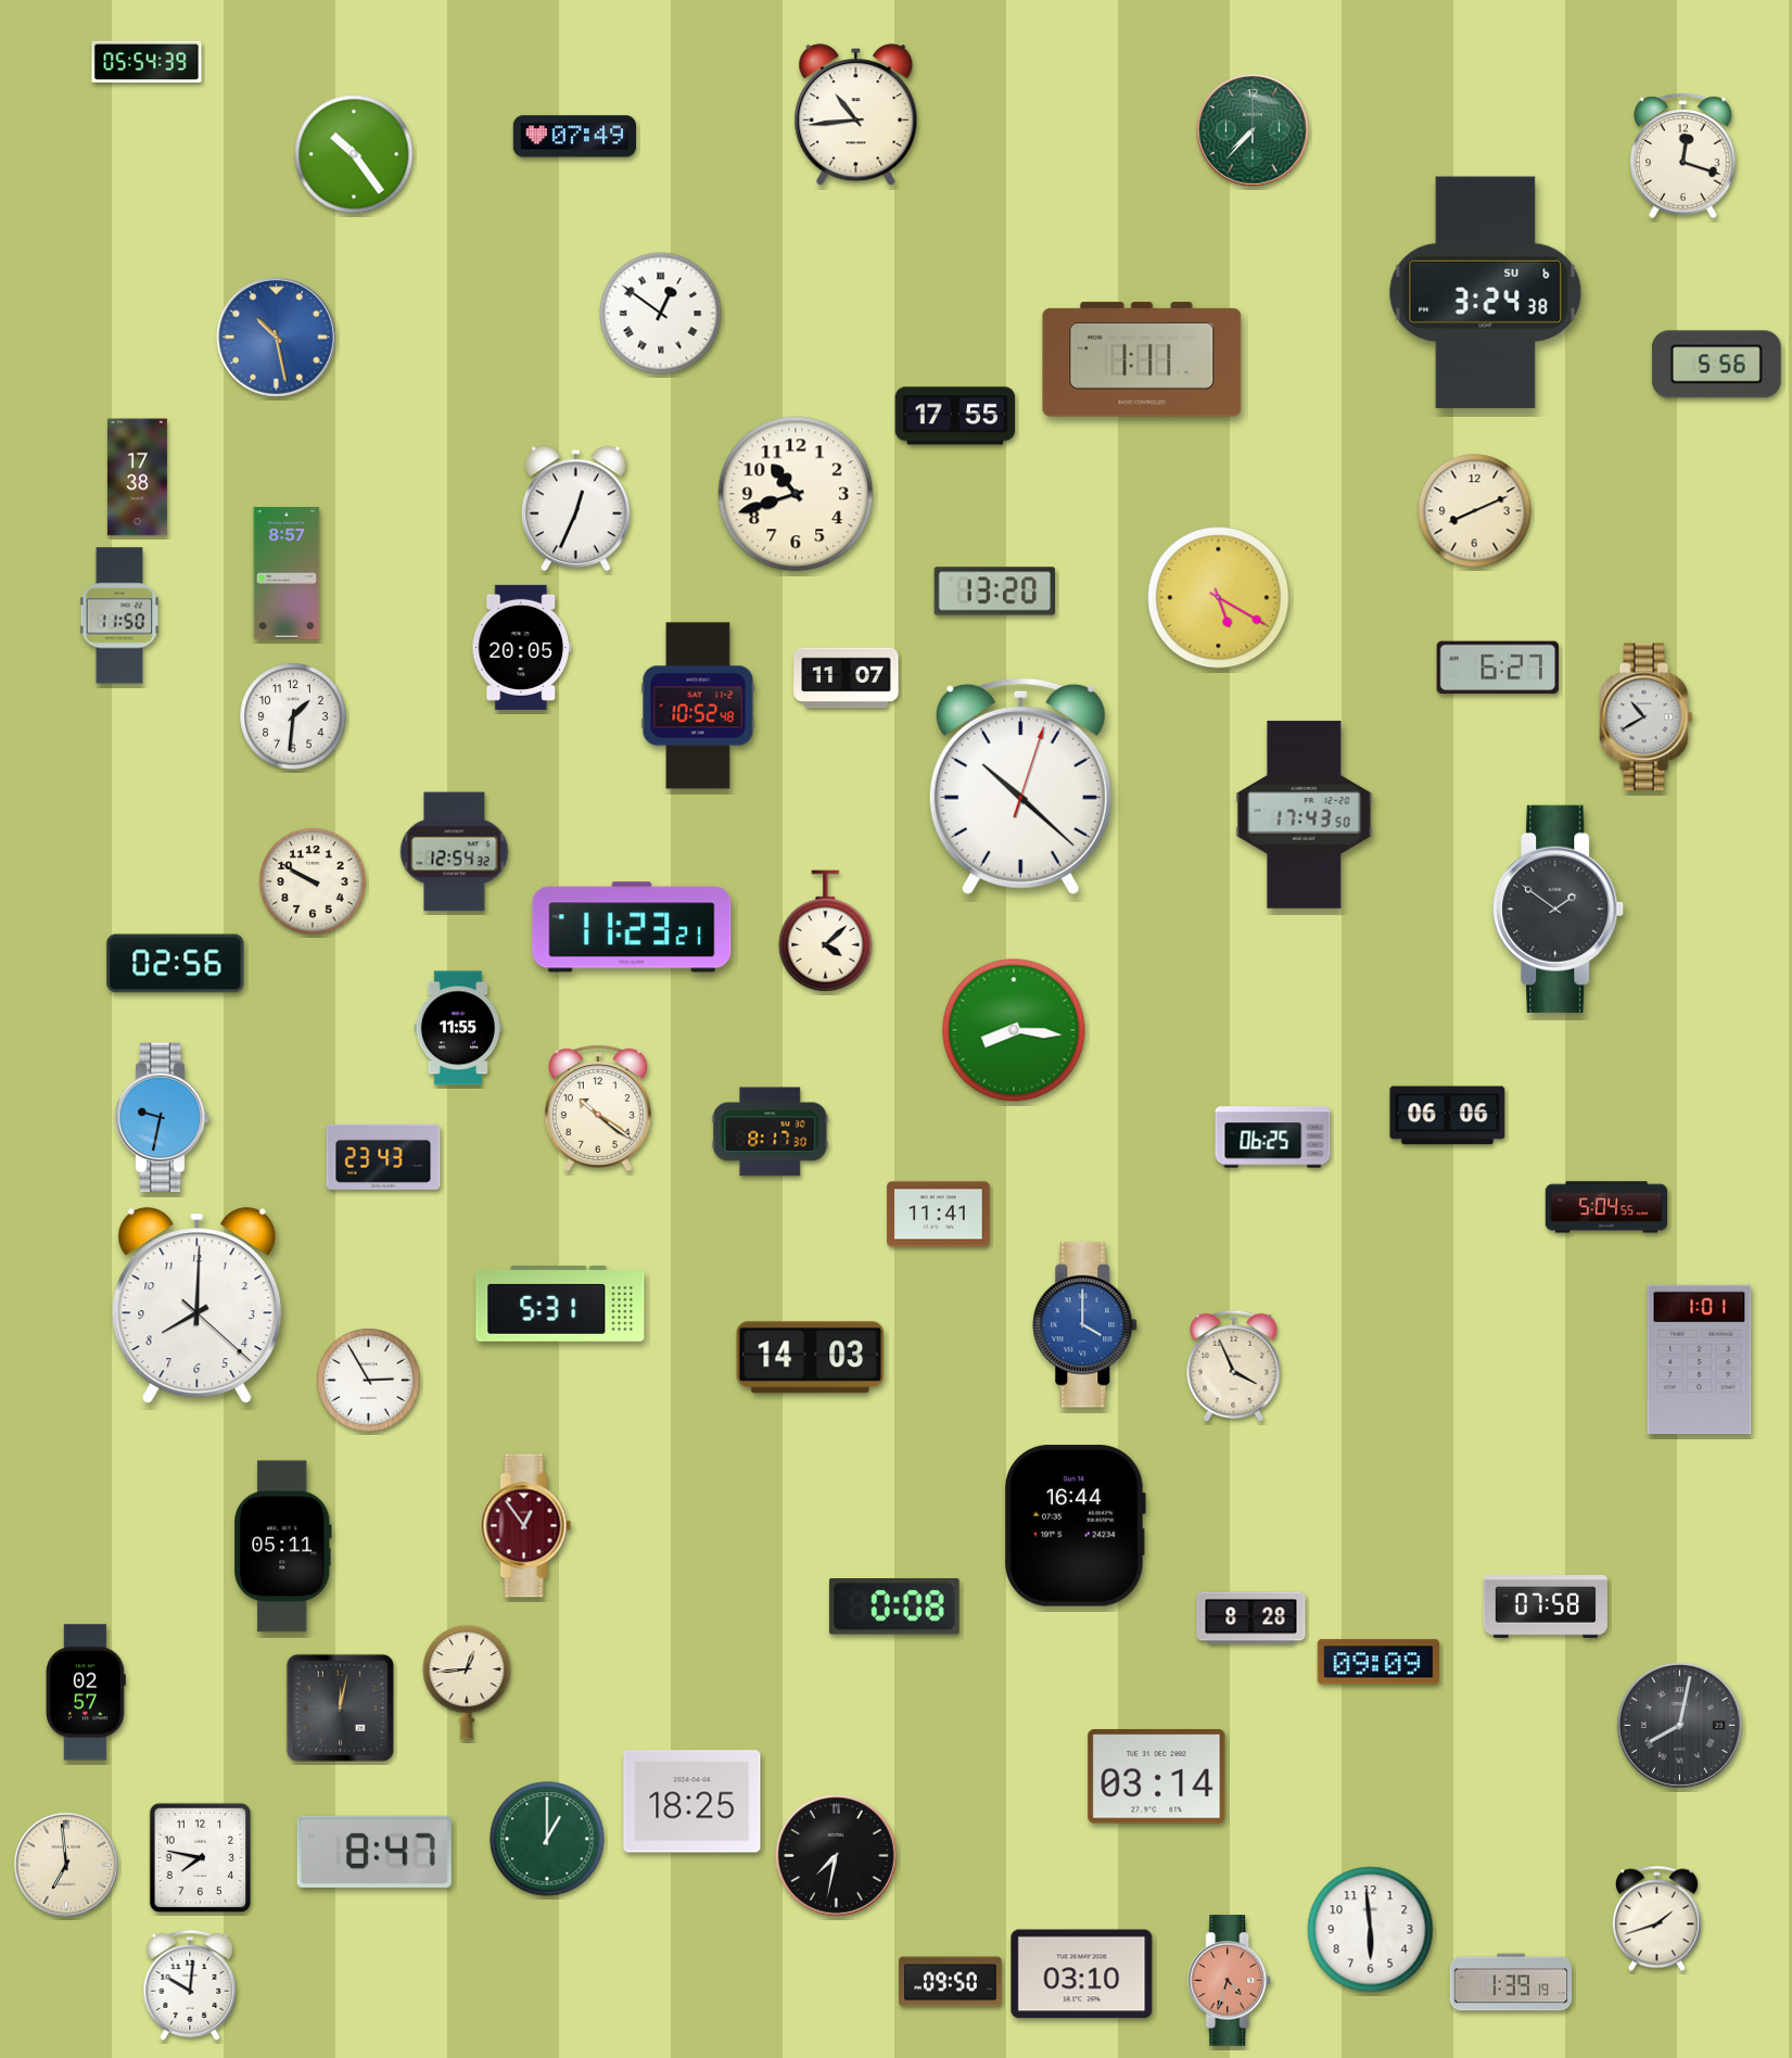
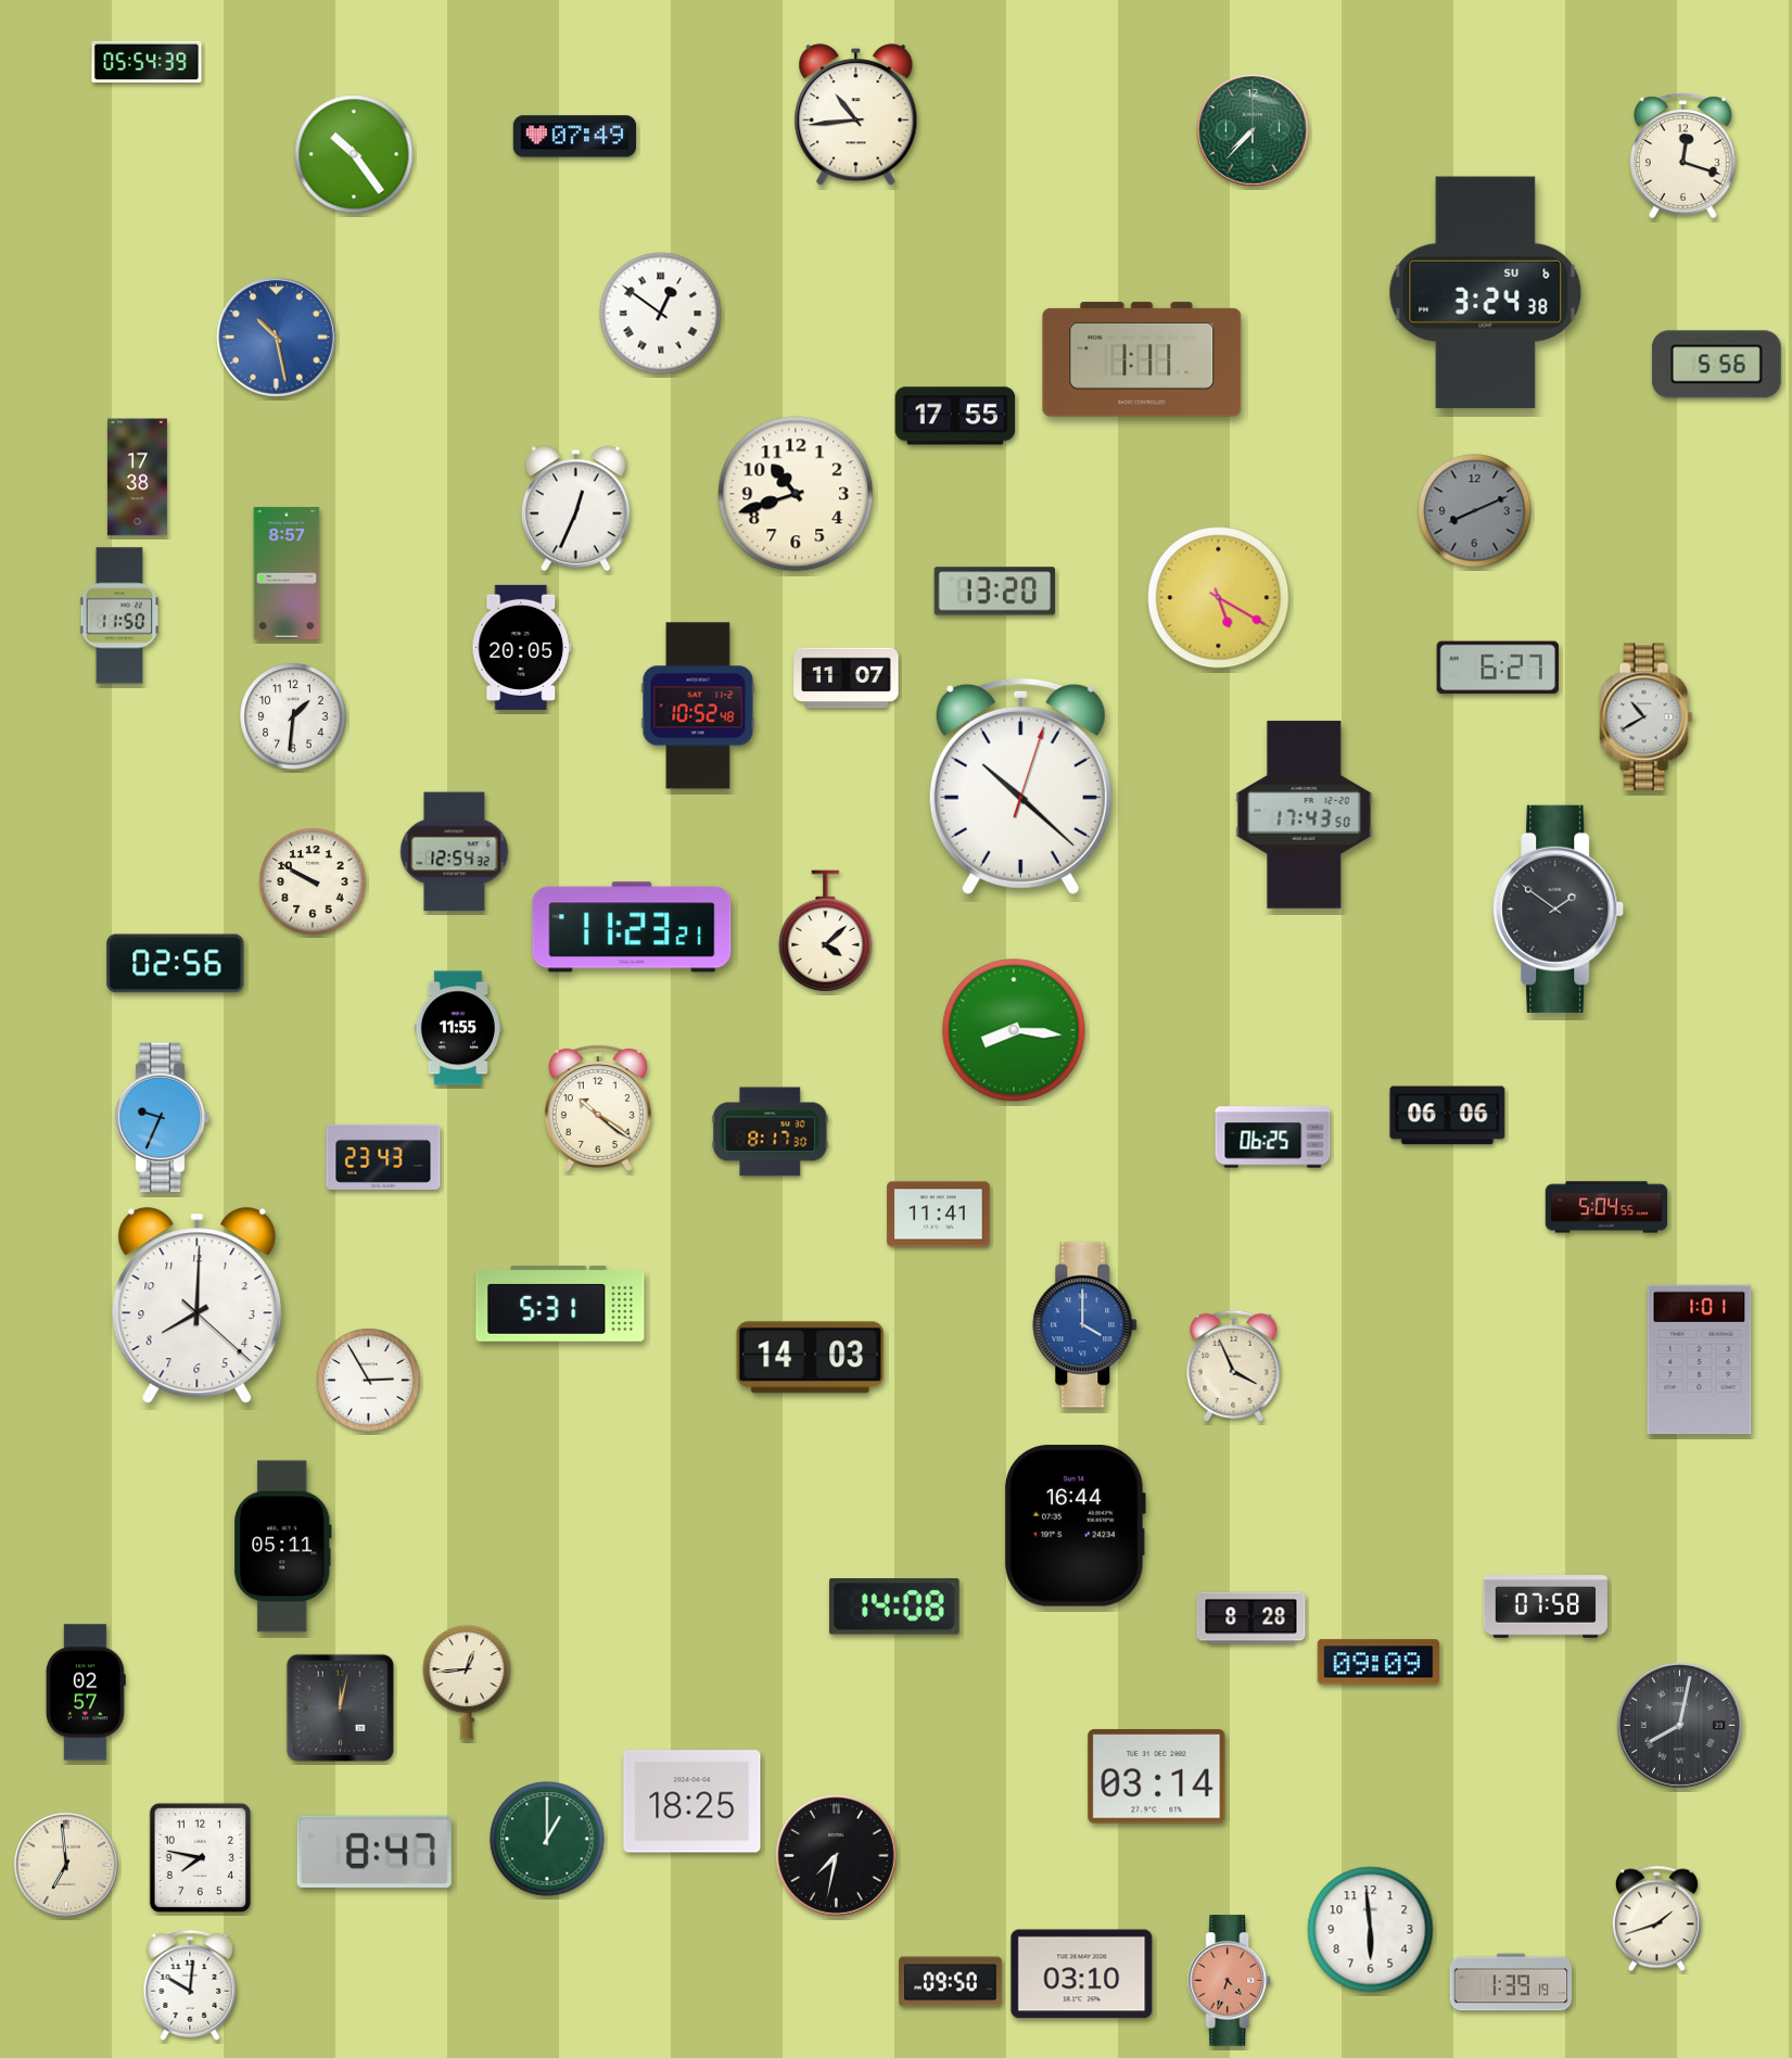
clock at (1475, 511) dial: cream -> grey
clock at (163, 1118): 9:32 -> 9:34
clock at (526, 1526): 12:54 -> none
clock at (894, 1606): 0:08 -> 14:08
